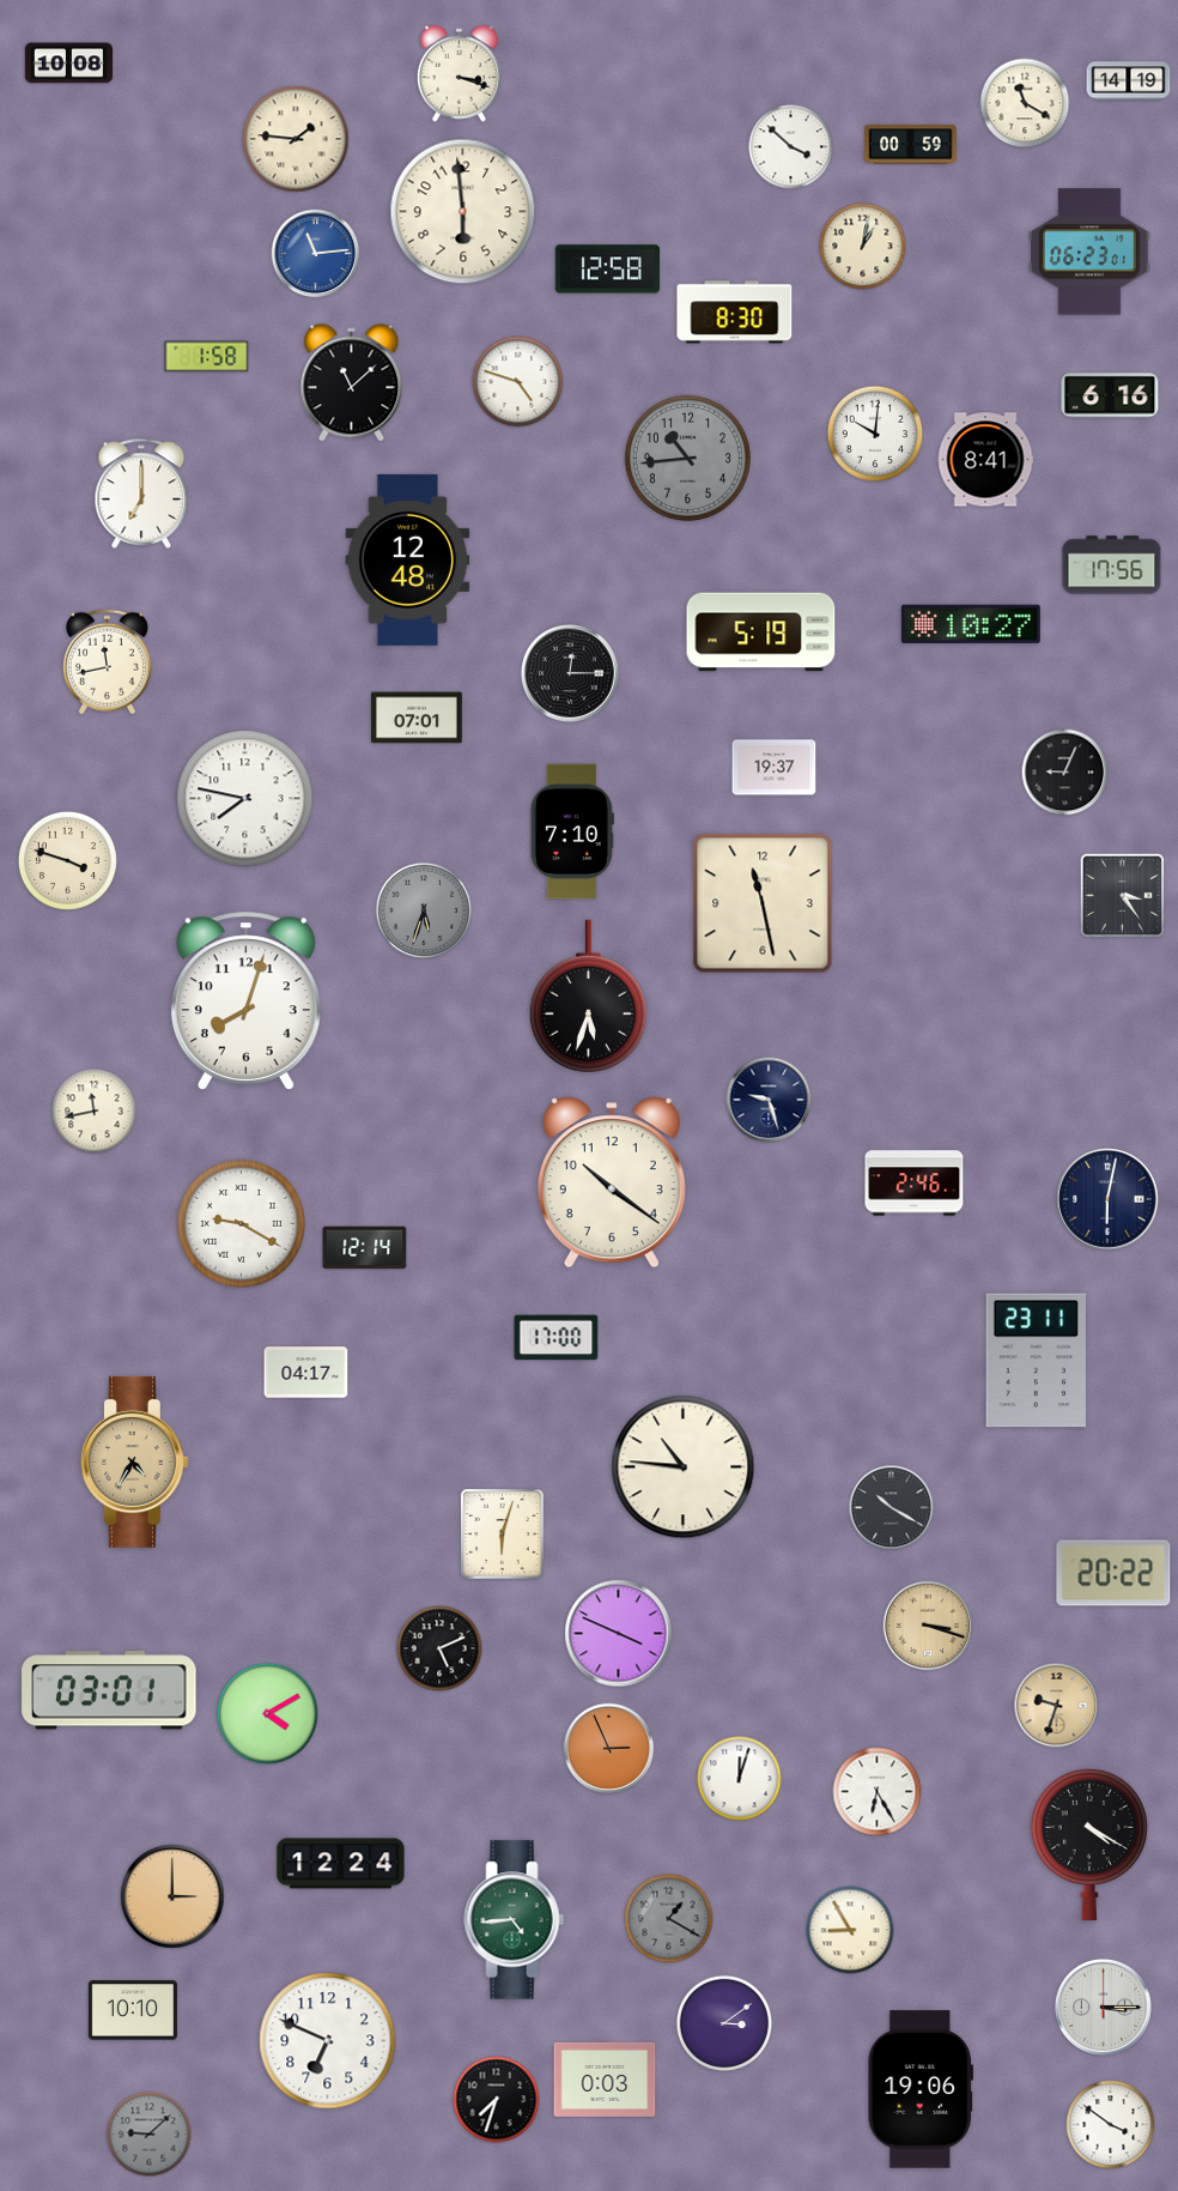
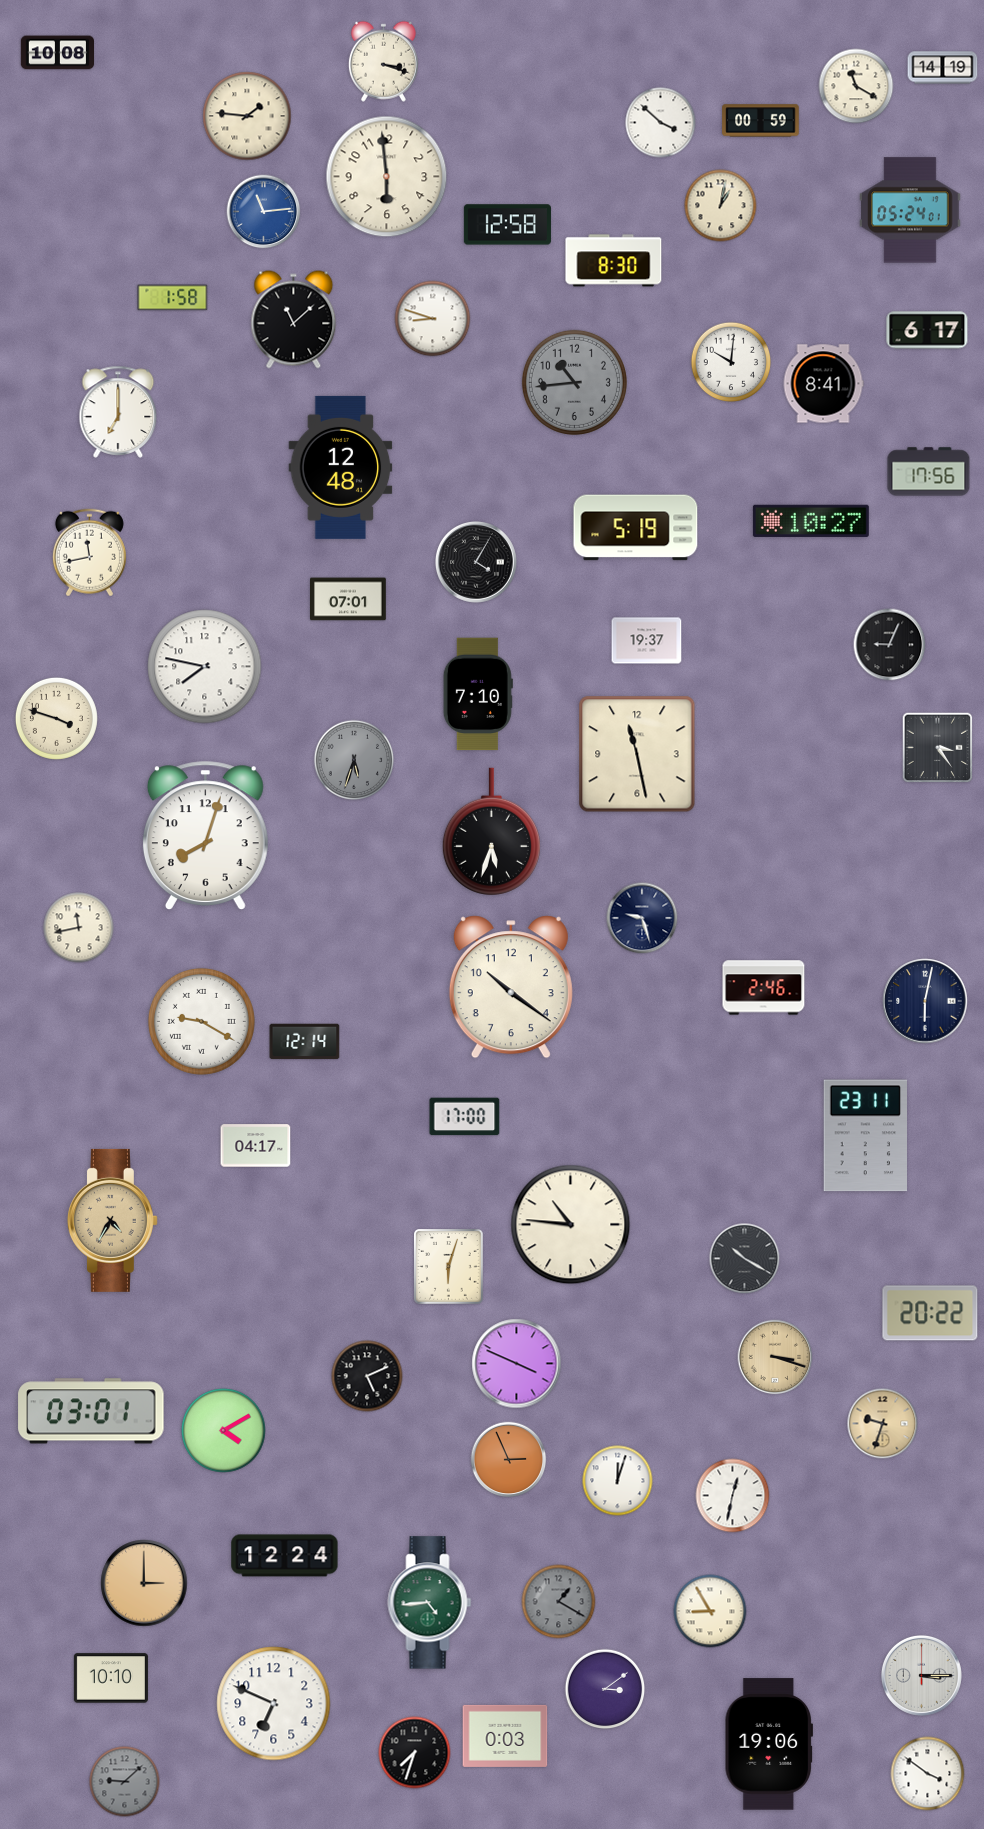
clock at (1089, 252): 06:23 -> 05:24
clock at (518, 382): 4:48 -> 8:48
clock at (1110, 395): 6:16 -> 6:17
clock at (570, 673): 12:15 -> 4:05
clock at (503, 1535) position: (503, 1535) -> (449, 1267)
clock at (740, 1779) position: (740, 1779) -> (618, 1481)
clock at (878, 1792): 6:25 -> 12:32
clock at (1089, 1845): 4:20 -> none
